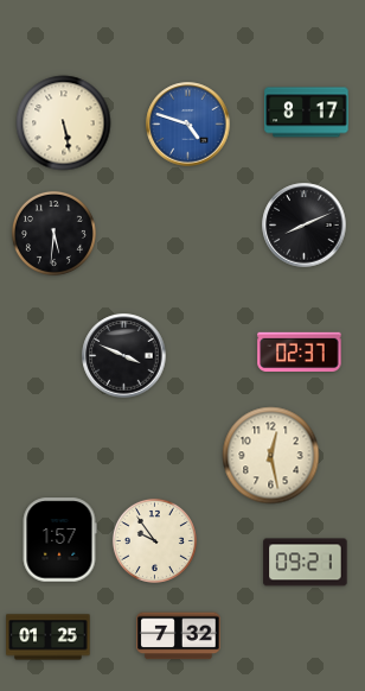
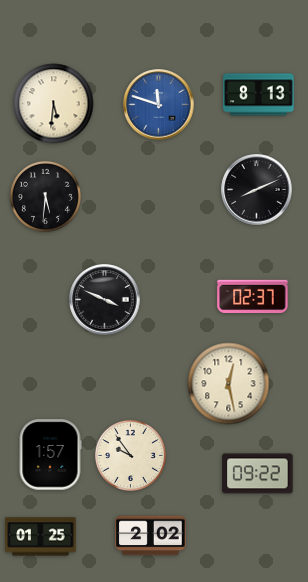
clock at (307, 113): 8:17 -> 8:13
clock at (64, 123): 5:28 -> 5:31
clock at (188, 125): 4:48 -> 11:48
clock at (306, 563): 09:21 -> 09:22
clock at (179, 636): 7:32 -> 2:02
